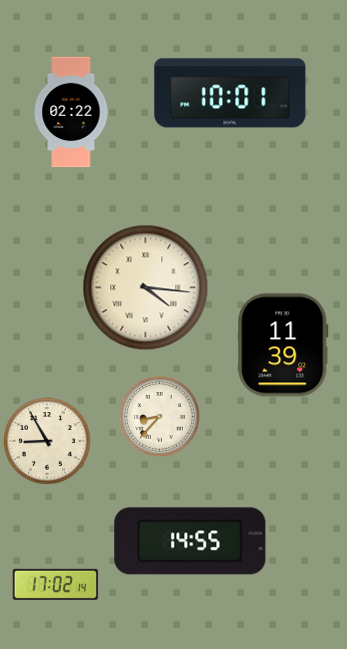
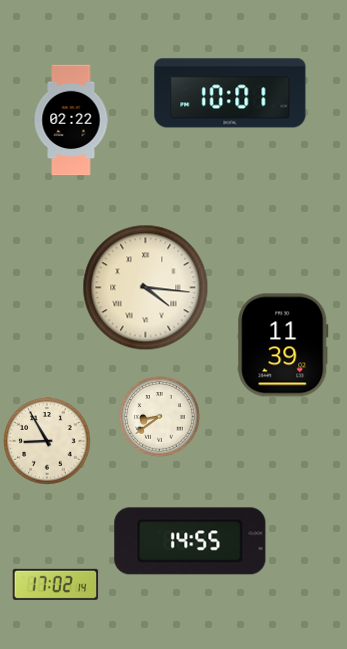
clock at (71, 112) position: (71, 112) -> (71, 120)
clock at (160, 417): 8:37 -> 8:39
